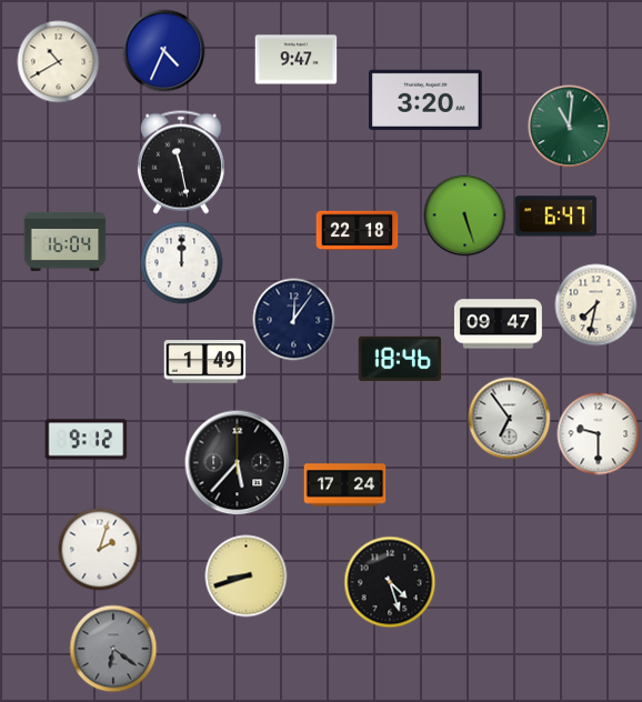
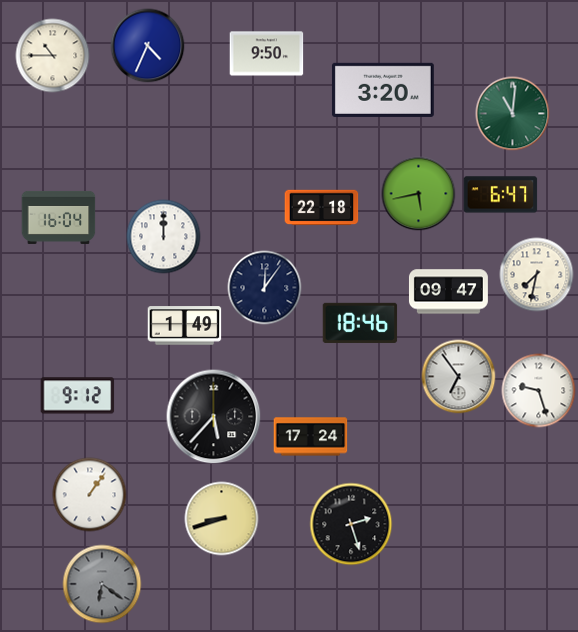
clock at (297, 60): 9:47 -> 9:50
clock at (59, 62): 10:40 -> 10:45
clock at (181, 162): 11:28 -> none
clock at (465, 215): 5:27 -> 5:43
clock at (599, 434): 9:30 -> 9:27
clock at (100, 550): 2:03 -> 1:06
clock at (390, 582): 4:27 -> 2:27
